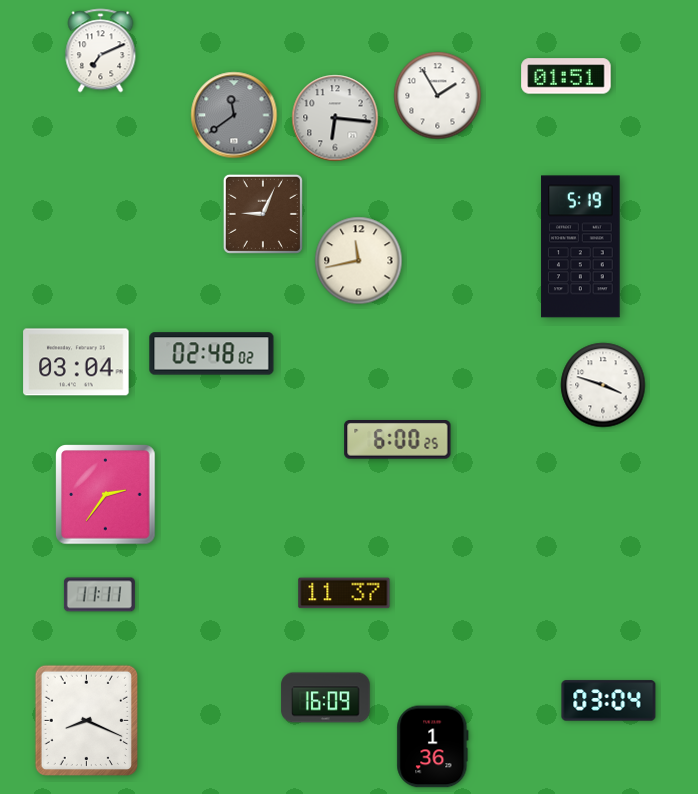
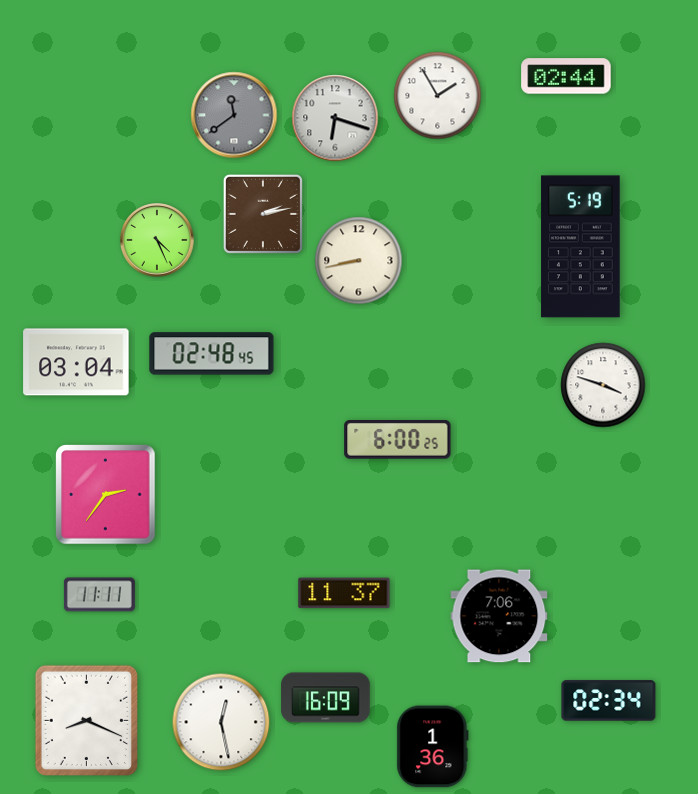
clock at (101, 51): 7:11 -> none
clock at (566, 76): 01:51 -> 02:44
clock at (335, 118): 6:16 -> 6:18
clock at (263, 214): 9:04 -> 2:13
clock at (158, 241): none -> 4:26
clock at (359, 261): 11:43 -> 8:43
clock at (212, 354): 02:48:02 -> 02:48:45
clock at (499, 616): none -> 7:06
clock at (609, 701): 03:04 -> 02:34
clock at (221, 722): none -> 12:28
